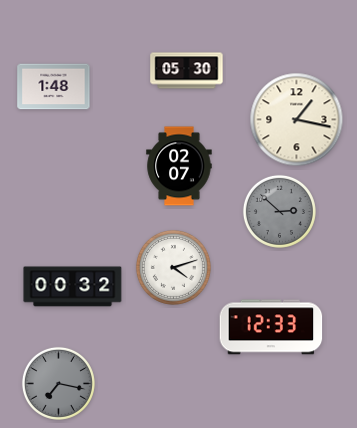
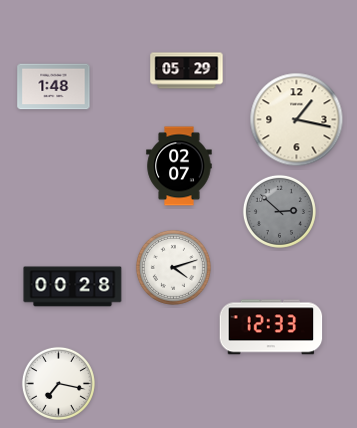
clock at (187, 71): 05:30 -> 05:29
clock at (73, 287): 00:32 -> 00:28
clock at (58, 383) dial: grey -> white
